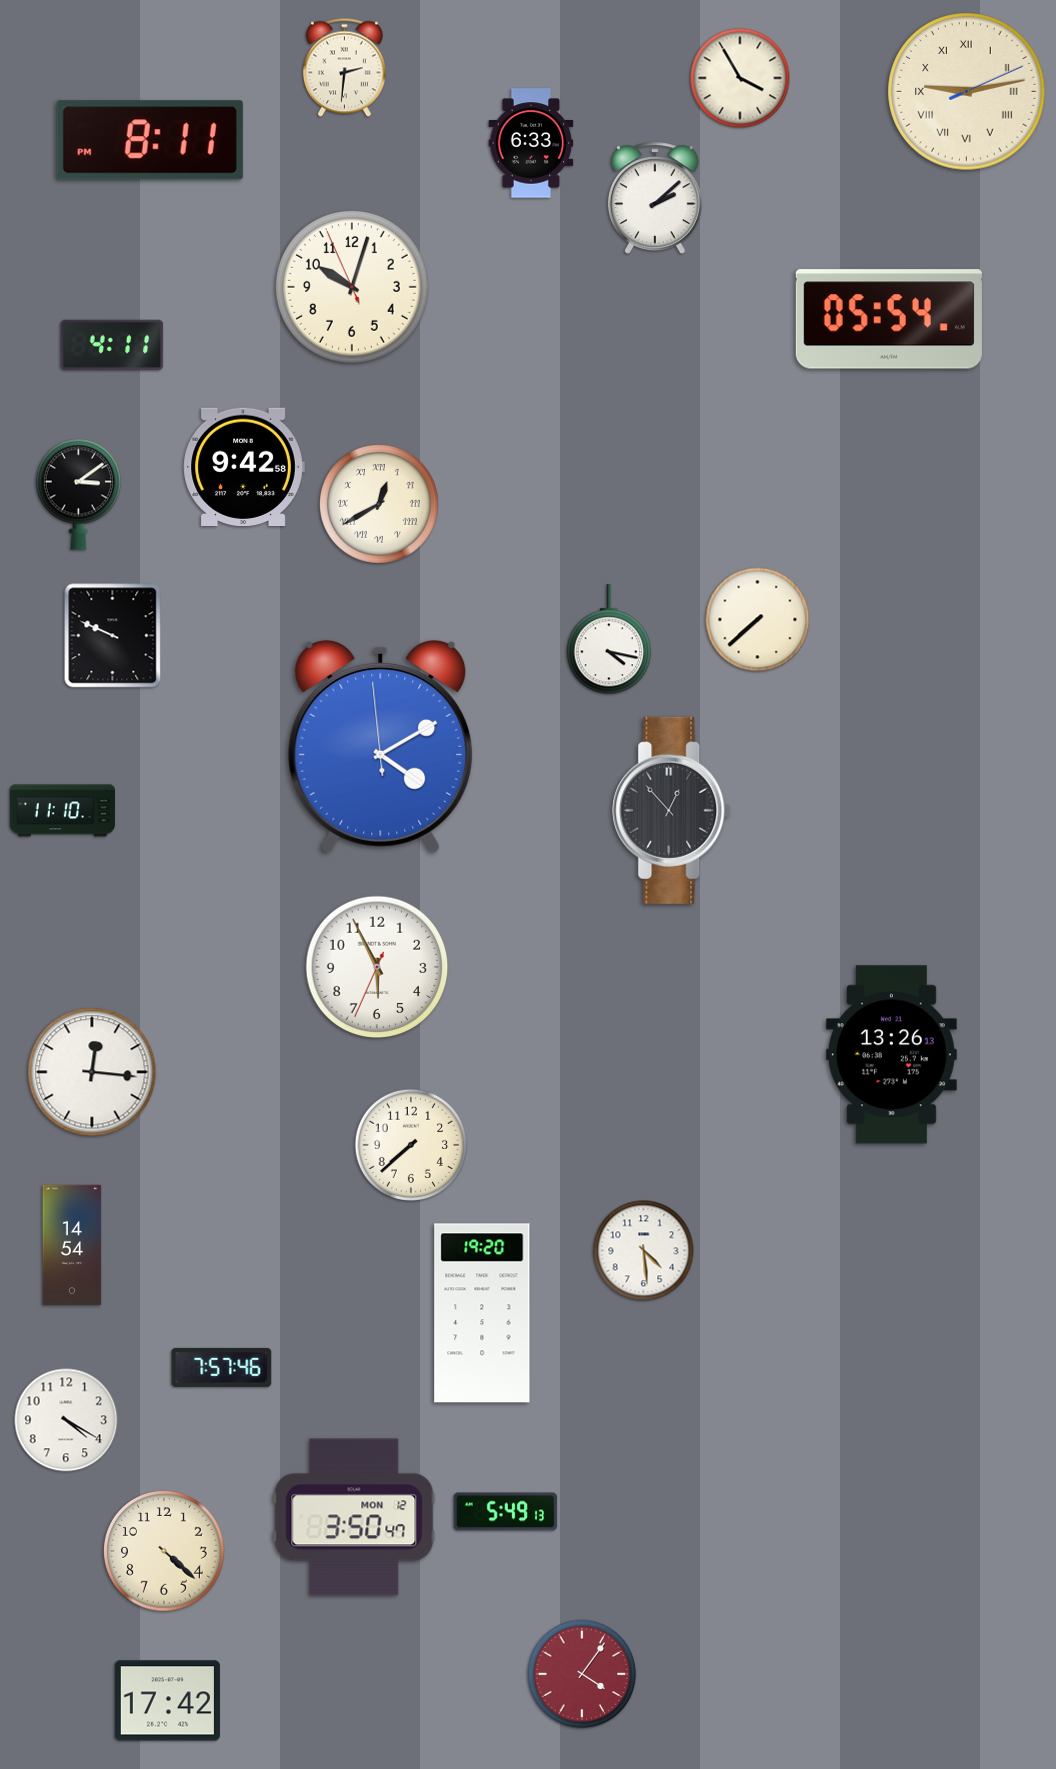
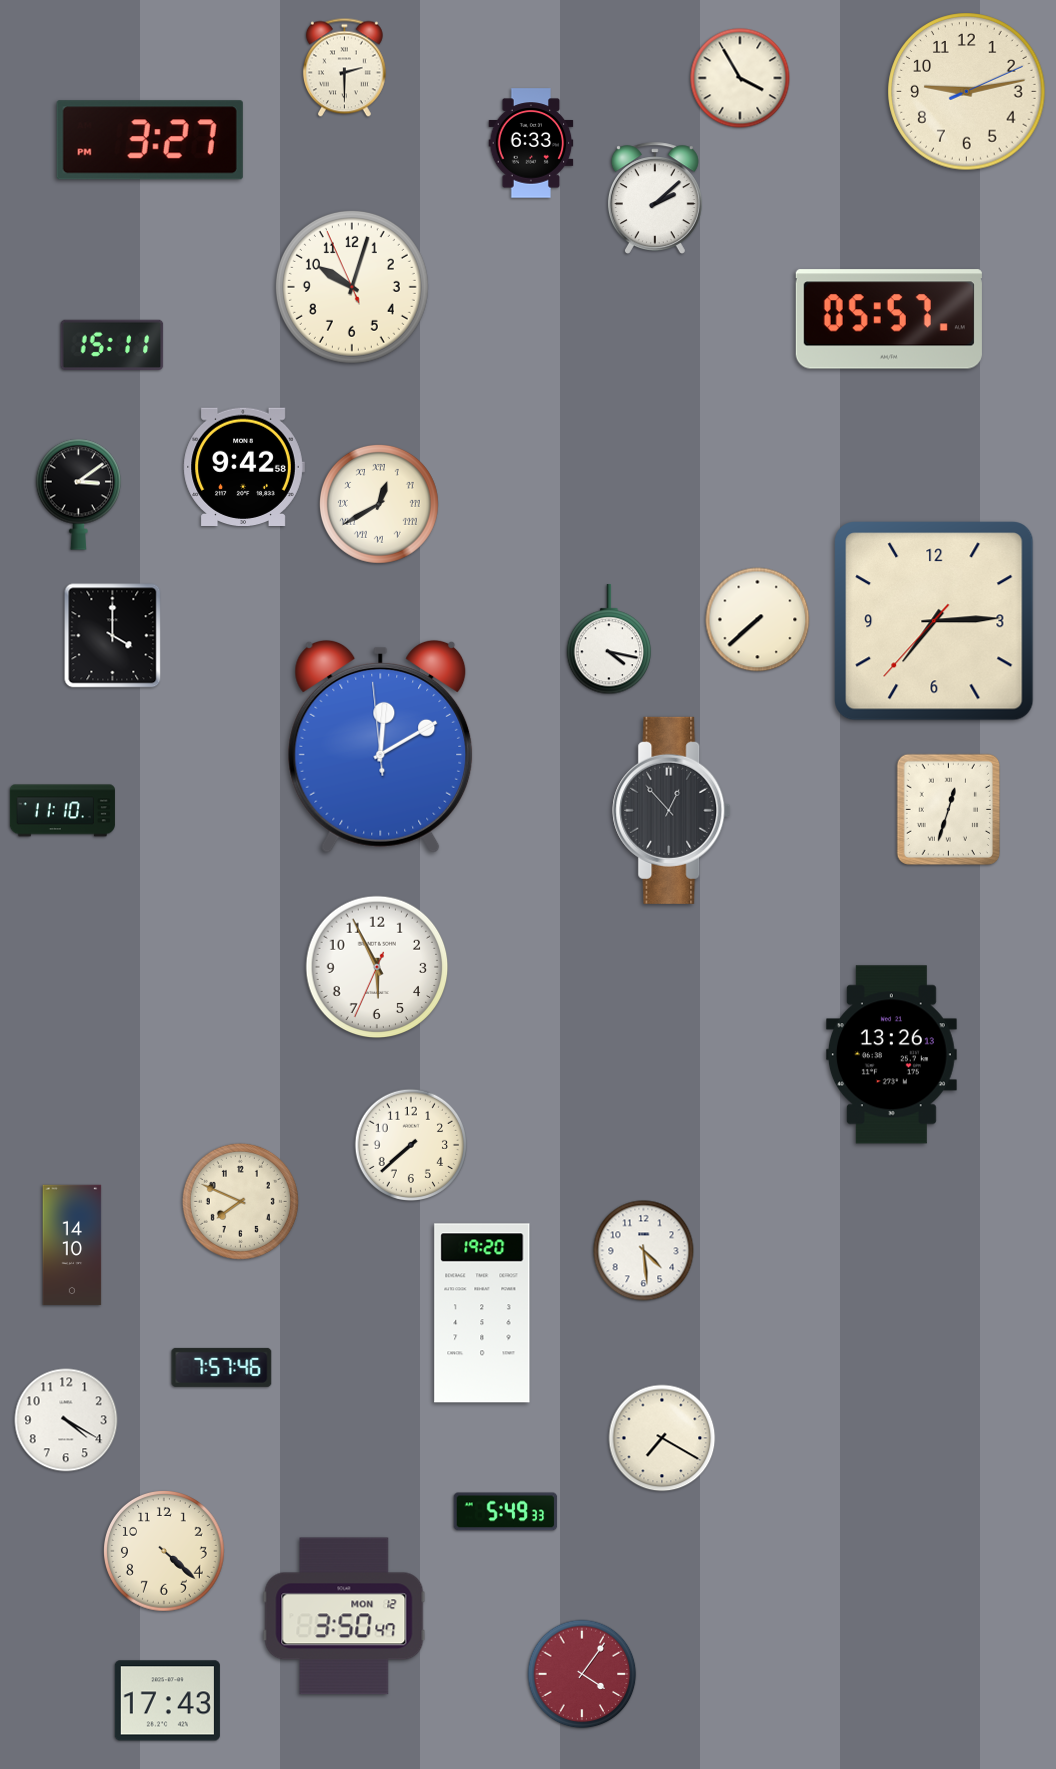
clock at (344, 68): 2:31 -> 2:30
clock at (967, 92) numerals: Roman -> Arabic
clock at (150, 140): 8:11 -> 3:27
clock at (889, 319): 05:54 -> 05:57
clock at (112, 345): 4:11 -> 15:11
clock at (934, 621): none -> 7:14
clock at (113, 636): 9:49 -> 4:00
clock at (381, 746): 4:09 -> 12:09
clock at (948, 809): none -> 12:33
clock at (92, 1072): 12:16 -> none
clock at (240, 1201): none -> 7:49
clock at (72, 1245): 14:54 -> 14:10
clock at (662, 1438): none -> 7:20
clock at (506, 1512): 5:49:13 -> 5:49:33
clock at (354, 1517) position: (354, 1517) -> (344, 1616)
clock at (167, 1701): 17:42 -> 17:43
